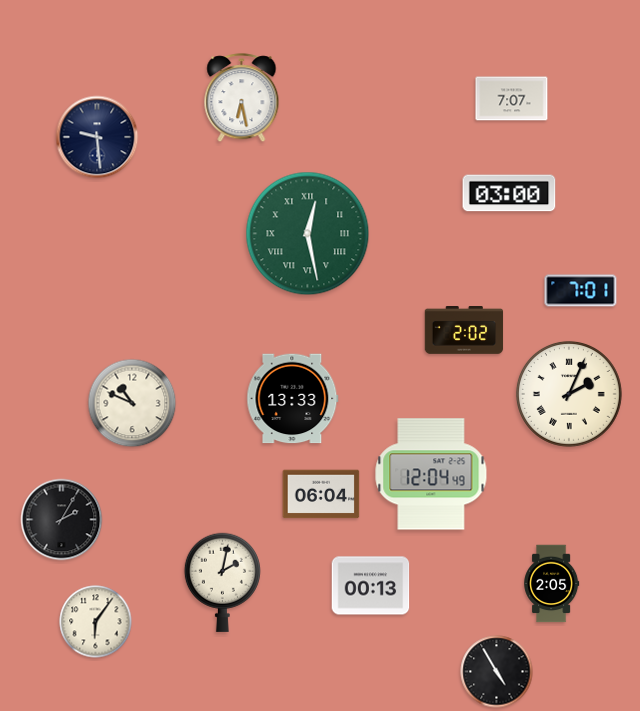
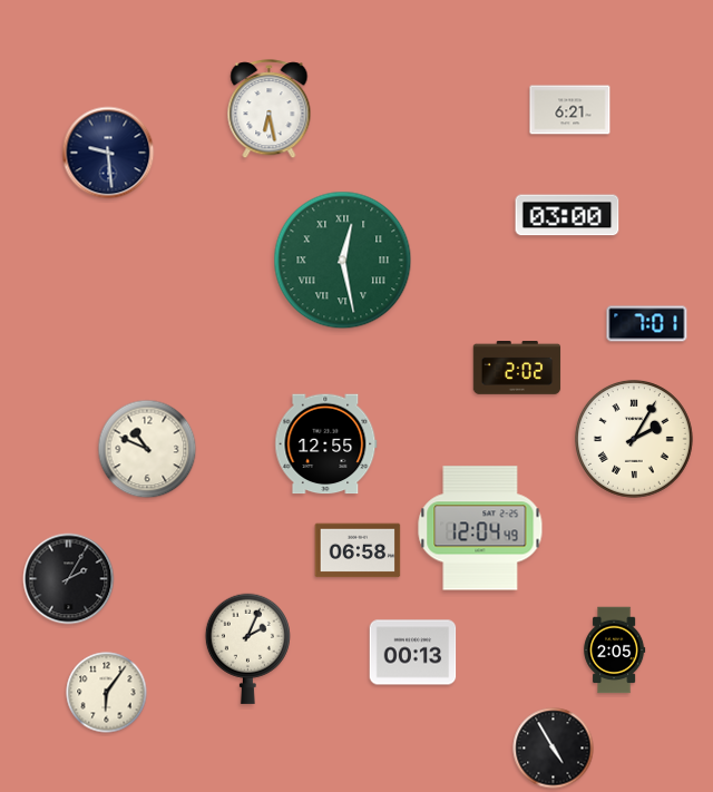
clock at (512, 99): 7:07 -> 6:21
clock at (569, 394): 2:04 -> 2:05
clock at (293, 399): 13:33 -> 12:55
clock at (321, 494): 06:04 -> 06:58
clock at (222, 582): 2:02 -> 2:04
